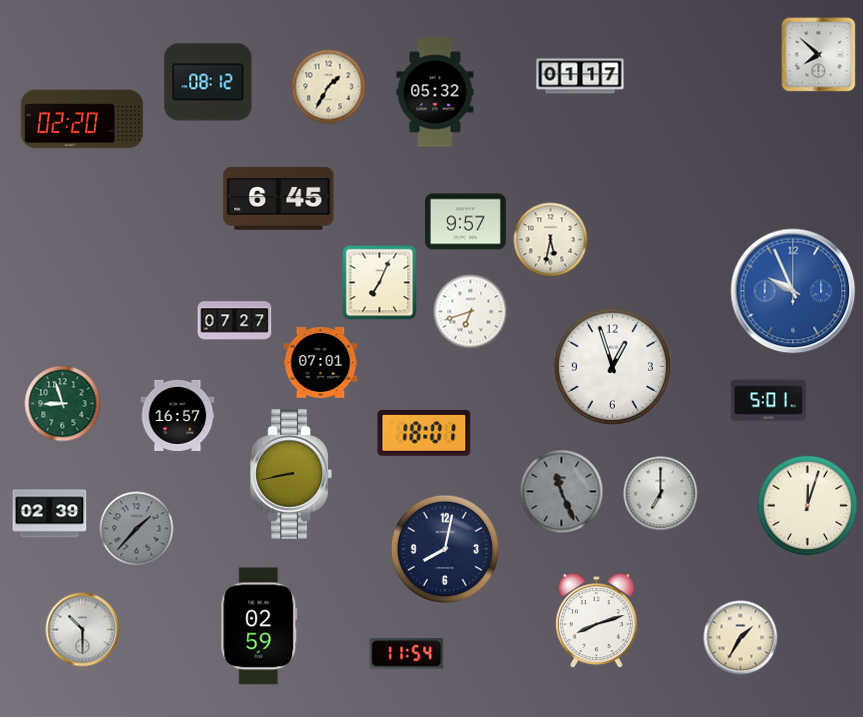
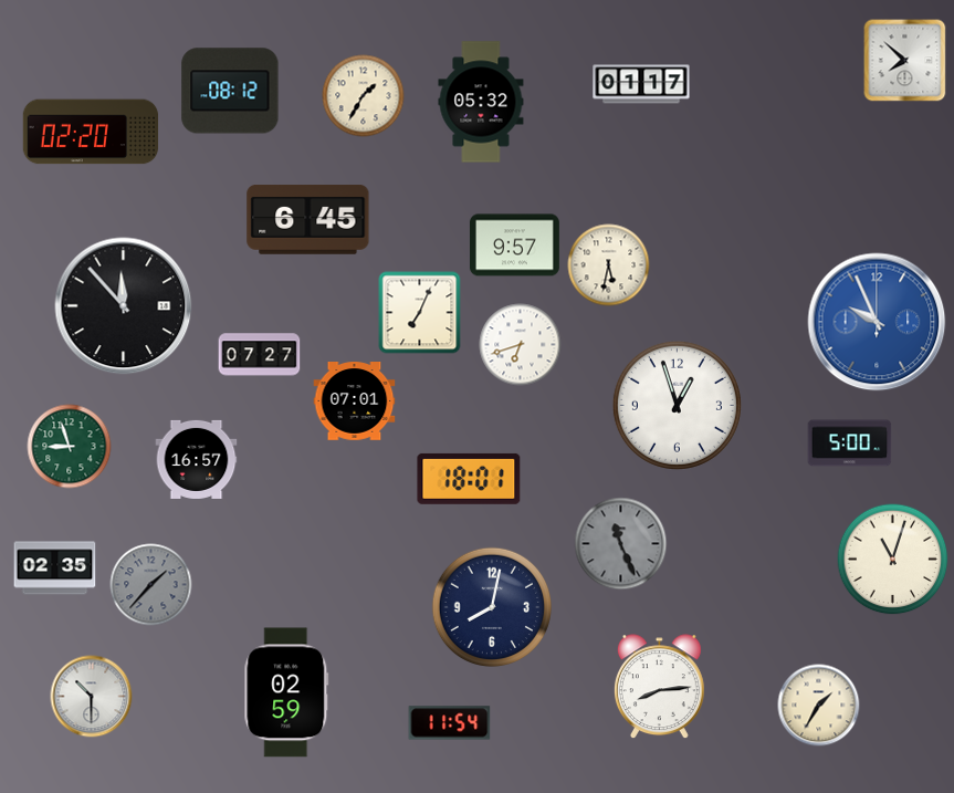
clock at (124, 306): none -> 11:53
clock at (769, 401): 5:01 -> 5:00
clock at (291, 474): 8:43 -> none
clock at (661, 494): 7:00 -> none
clock at (808, 506): 12:03 -> 11:03
clock at (50, 514): 02:39 -> 02:35
clock at (596, 621): 8:12 -> 8:14
